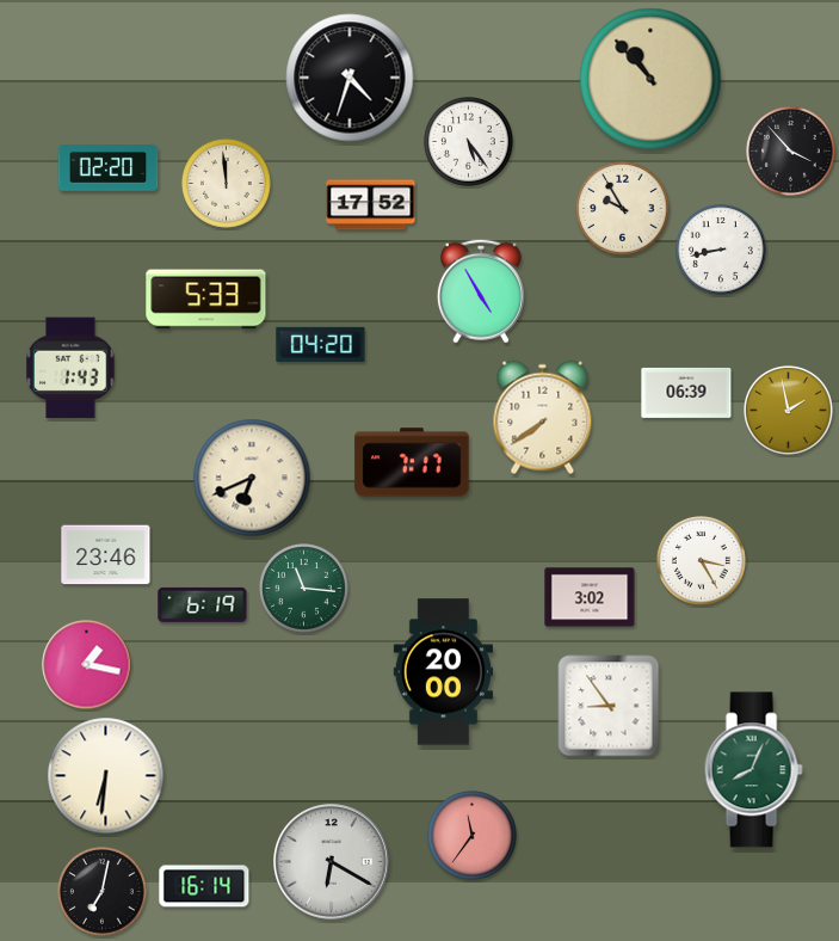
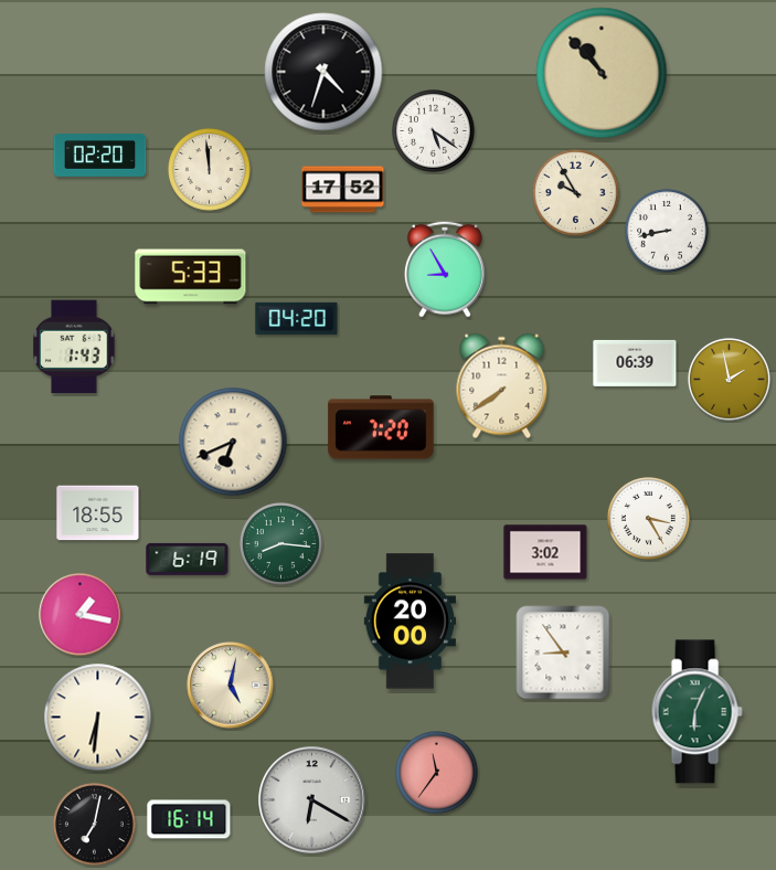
clock at (469, 142): 5:24 -> 5:21
clock at (791, 152): 3:53 -> none
clock at (481, 291): 4:55 -> 8:55
clock at (70, 368) position: (70, 368) -> (74, 347)
clock at (412, 462): 7:17 -> 7:20
clock at (106, 555): 23:46 -> 18:55
clock at (304, 589): 11:16 -> 8:16
clock at (231, 686): none -> 5:02
clock at (753, 770): 8:04 -> 6:04
clock at (332, 862) position: (332, 862) -> (312, 800)
